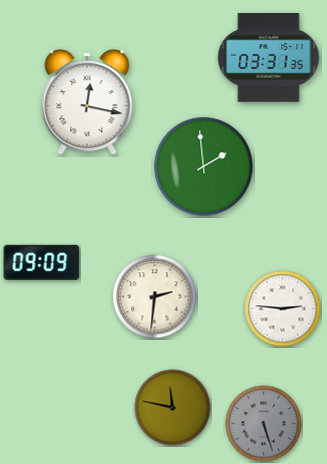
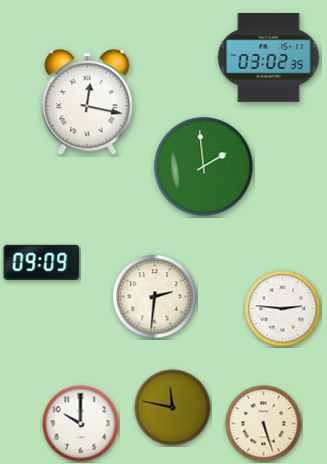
clock at (269, 58): 03:31 -> 03:02
clock at (81, 424): none -> 10:00
clock at (264, 424) dial: grey -> cream
